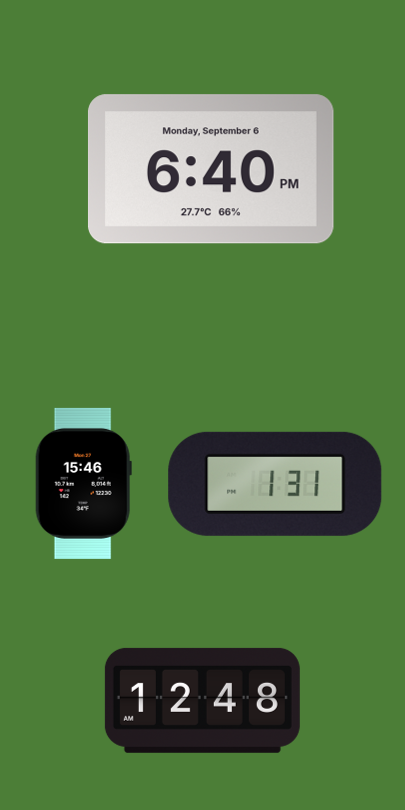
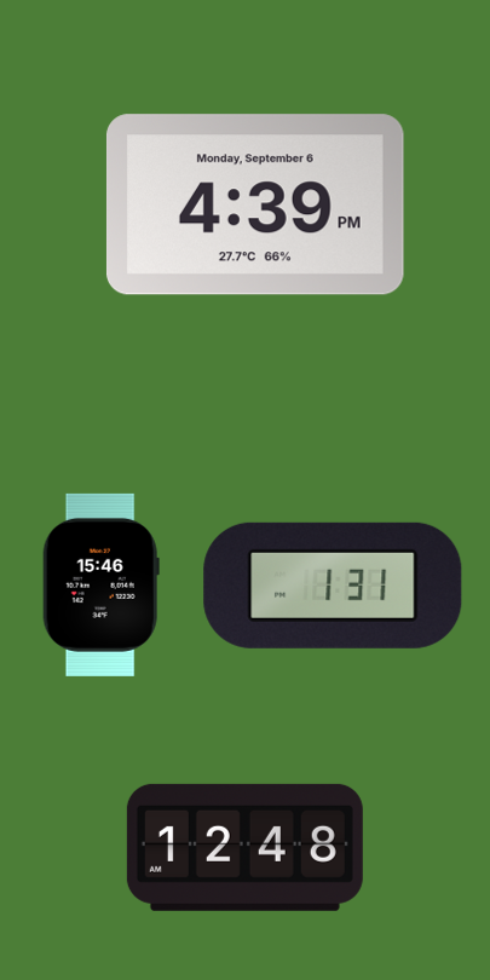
clock at (211, 169): 6:40 -> 4:39
